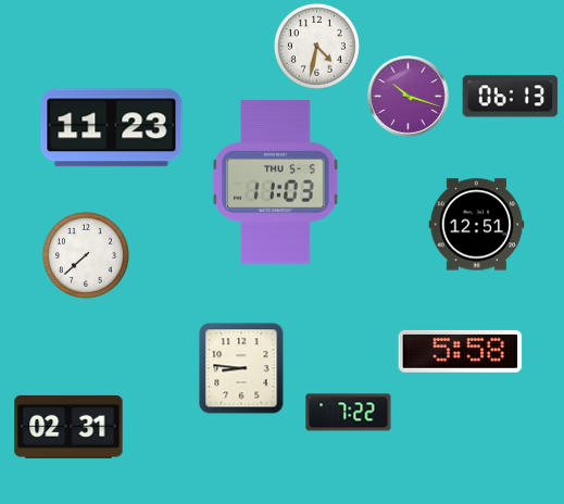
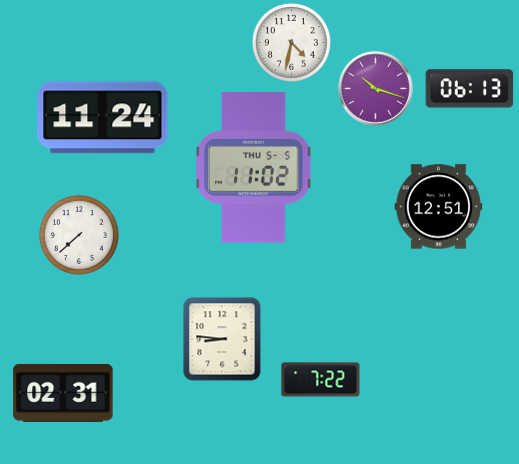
clock at (112, 128): 11:23 -> 11:24
clock at (276, 182): 11:03 -> 11:02
clock at (461, 351): 5:58 -> none
